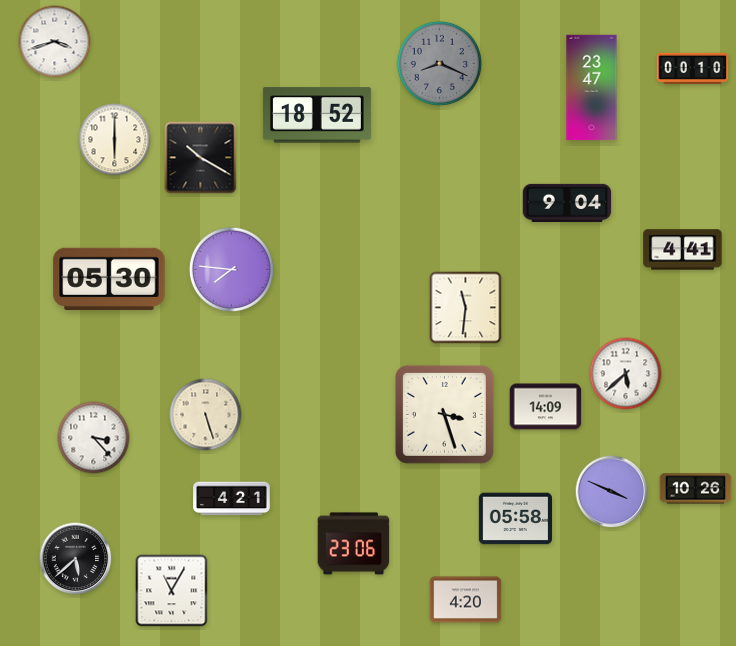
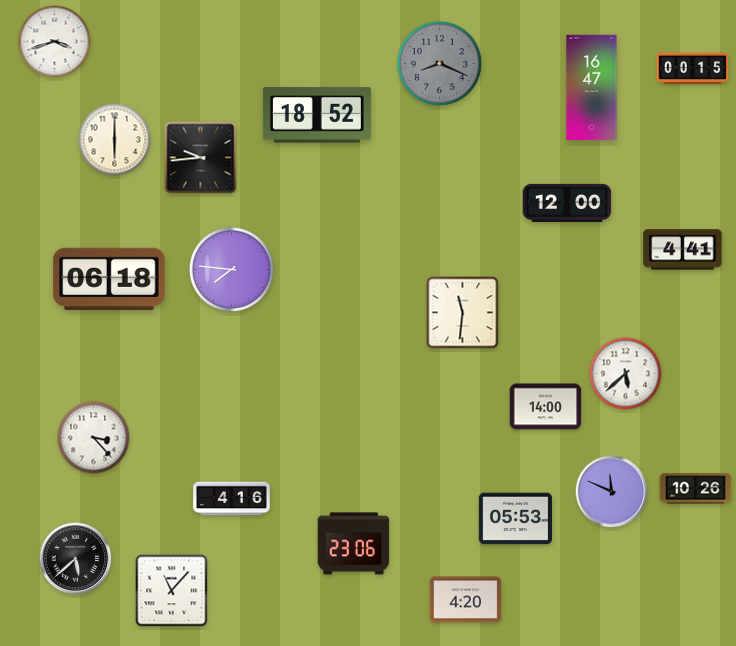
clock at (693, 69): 00:10 -> 00:15
clock at (592, 88): 23:47 -> 16:47
clock at (201, 158): 10:20 -> 9:44
clock at (567, 203): 9:04 -> 12:00
clock at (109, 278): 05:30 -> 06:18
clock at (466, 308) position: (466, 308) -> (463, 313)
clock at (546, 407): 14:09 -> 14:00
clock at (444, 414): 3:27 -> none
clock at (206, 415): 5:27 -> none
clock at (612, 492): 3:49 -> 11:49
clock at (232, 499): 4:21 -> 4:16
clock at (515, 519): 05:58 -> 05:53
clock at (172, 591): 11:05 -> 11:07
